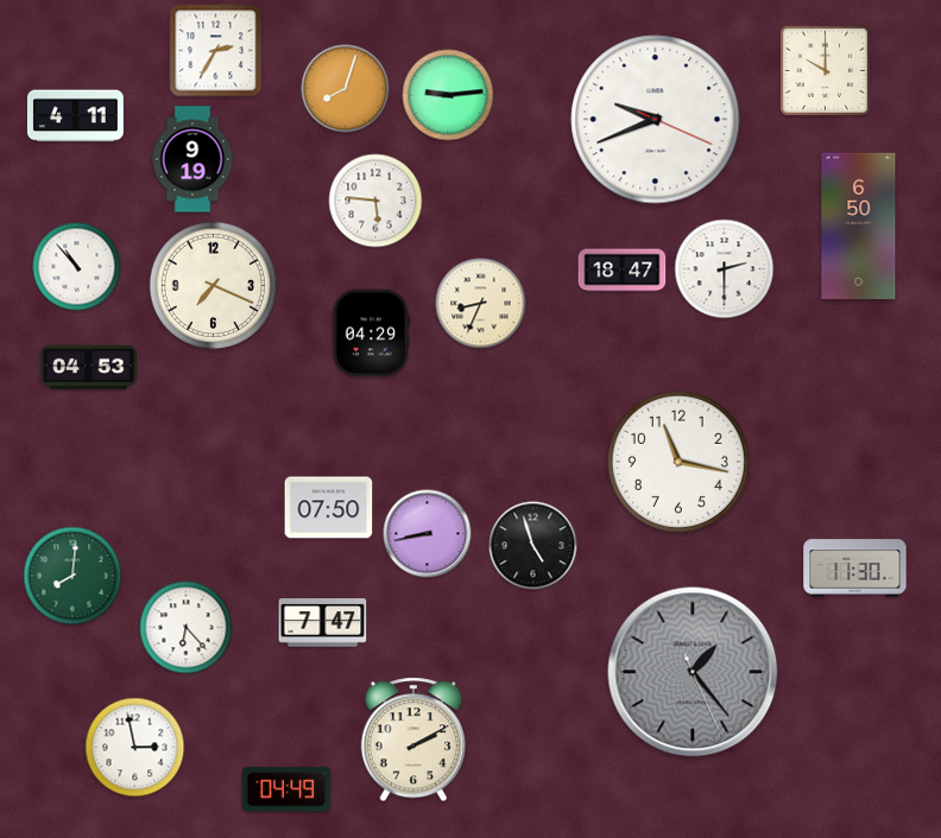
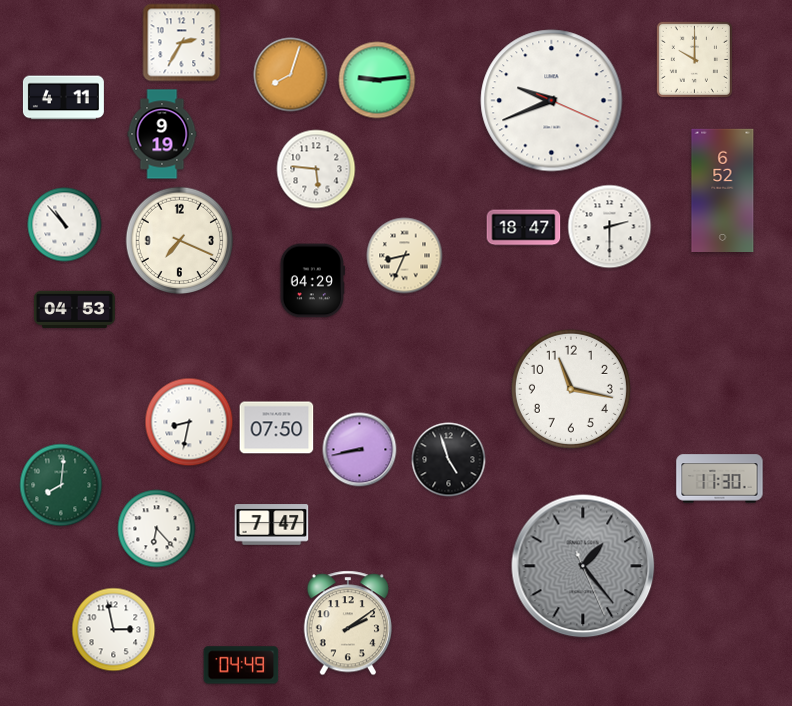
clock at (859, 226): 6:50 -> 6:52
clock at (189, 422): none -> 8:32
clock at (413, 739): 2:10 -> 2:09
